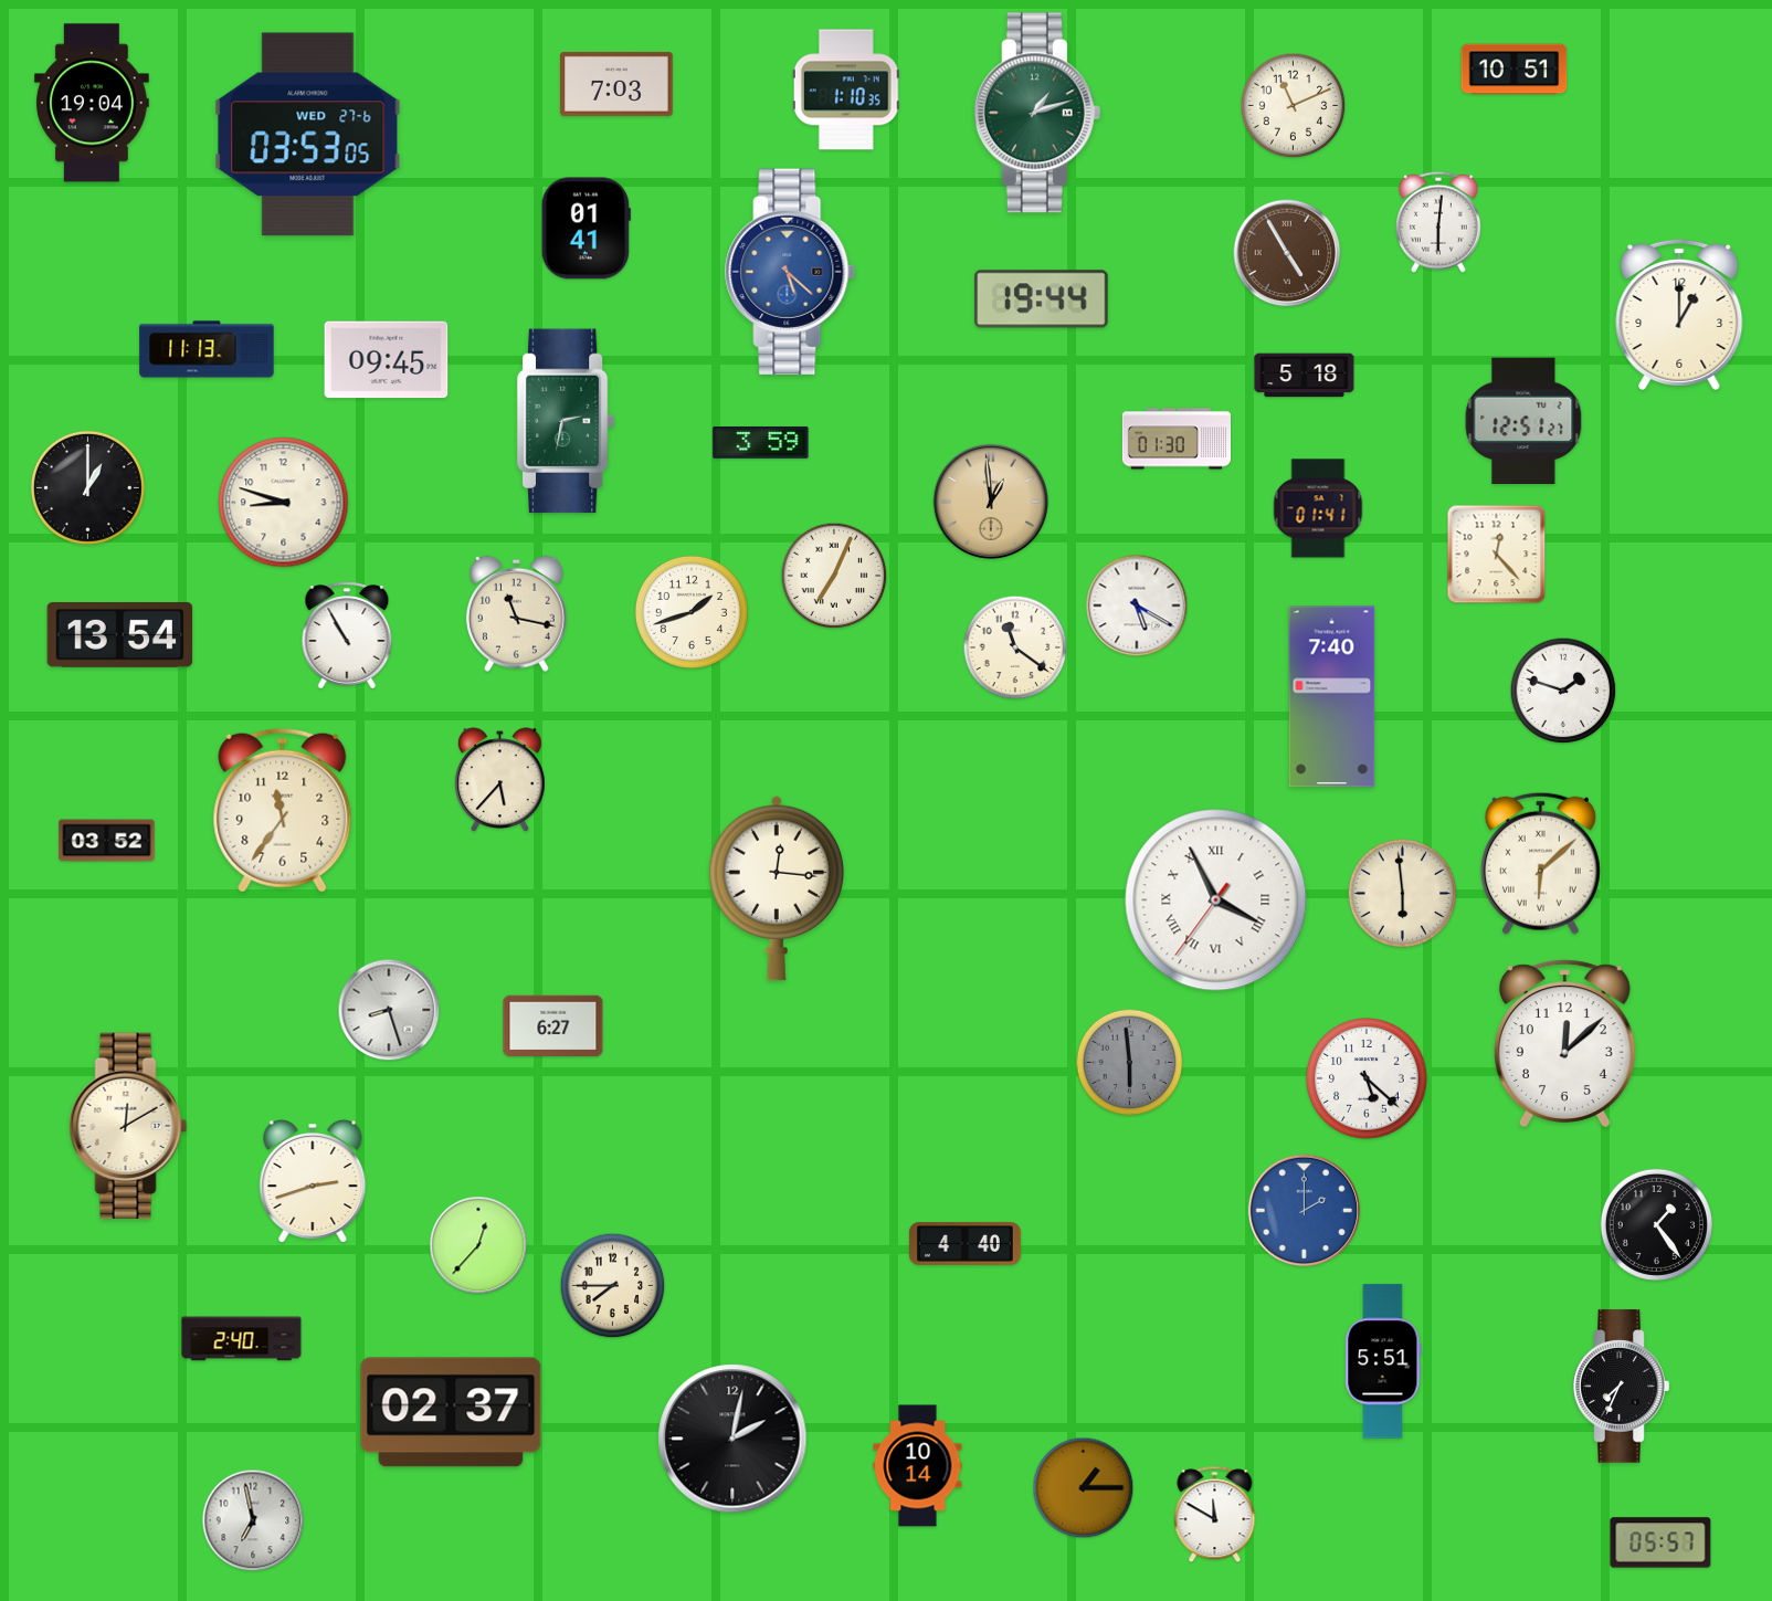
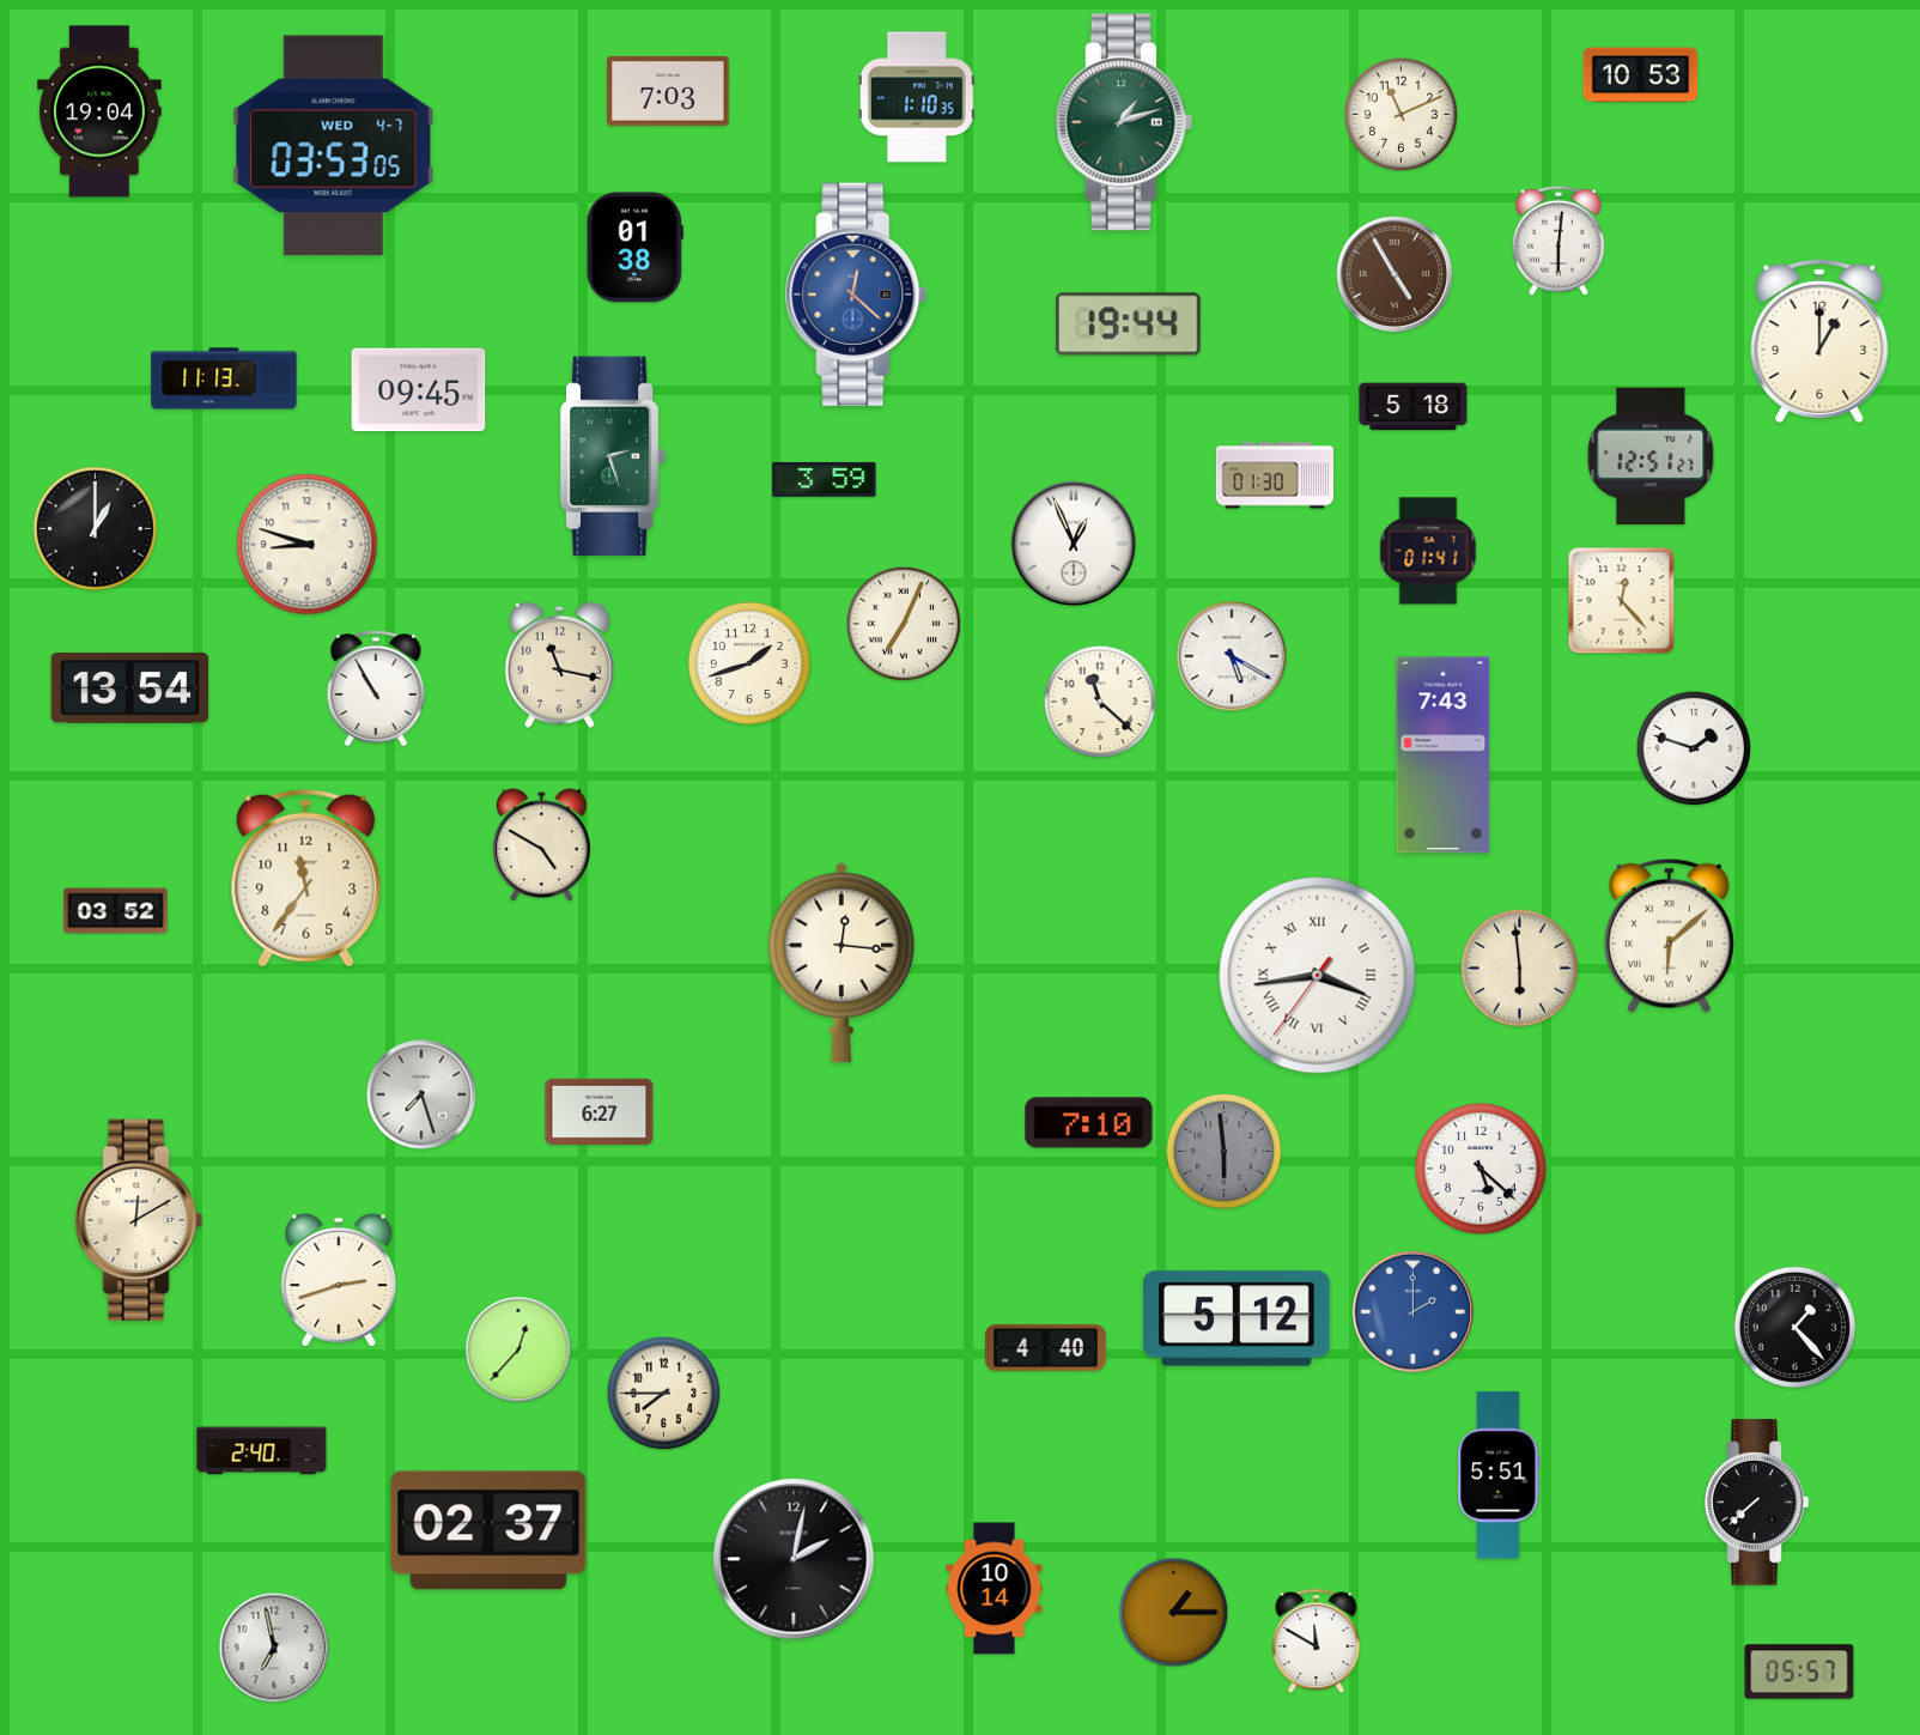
clock at (1515, 70): 10:51 -> 10:53
clock at (308, 135) date: WED 27-6 -> WED 4-7
clock at (586, 229): 01:41 -> 01:38
clock at (791, 272): 5:22 -> 12:22
clock at (566, 421): 2:32 -> 2:27
clock at (991, 502): 12:59 -> 12:56
clock at (991, 502) dial: champagne -> white
clock at (1015, 647): 11:21 -> 11:22
clock at (1332, 697): 7:40 -> 7:43
clock at (500, 780): 5:37 -> 4:50
clock at (1216, 900): 3:55 -> 3:43
clock at (389, 1010): 8:27 -> 7:27
clock at (1089, 1123): none -> 7:10
clock at (1564, 1044): 12:08 -> none
clock at (1238, 1318): none -> 5:12
clock at (1656, 1224): 1:24 -> 1:23
clock at (1622, 1387): 7:34 -> 7:38
